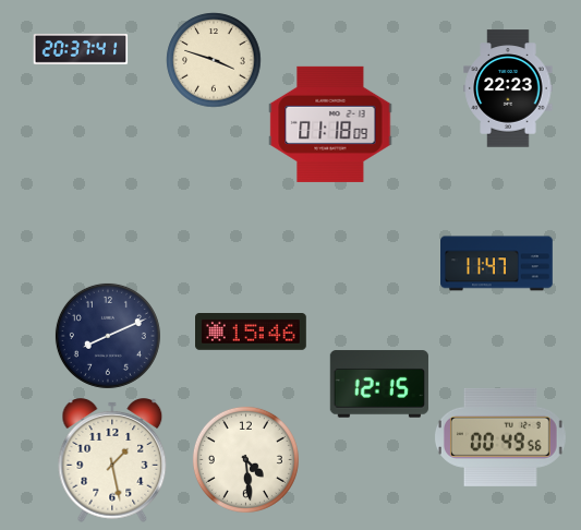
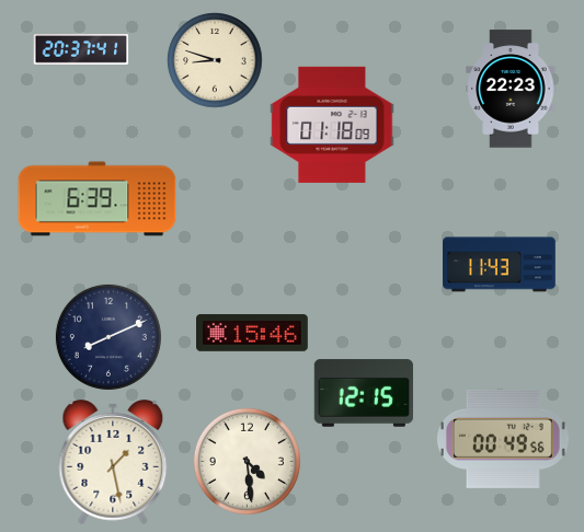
clock at (214, 60): 3:48 -> 8:48
clock at (98, 199): none -> 6:39
clock at (497, 264): 11:47 -> 11:43
clock at (379, 384) position: (379, 384) -> (364, 393)
